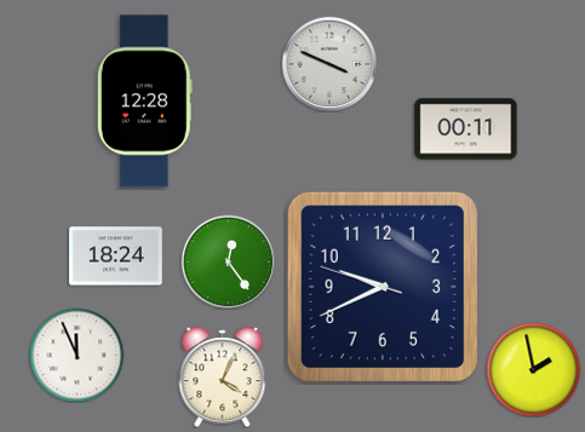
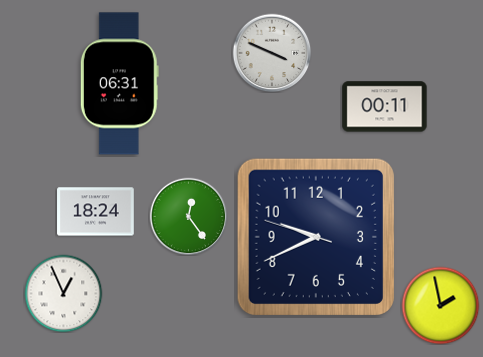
clock at (144, 102): 12:28 -> 06:31
clock at (76, 355): 11:56 -> 12:56
clock at (223, 378): 4:04 -> none
